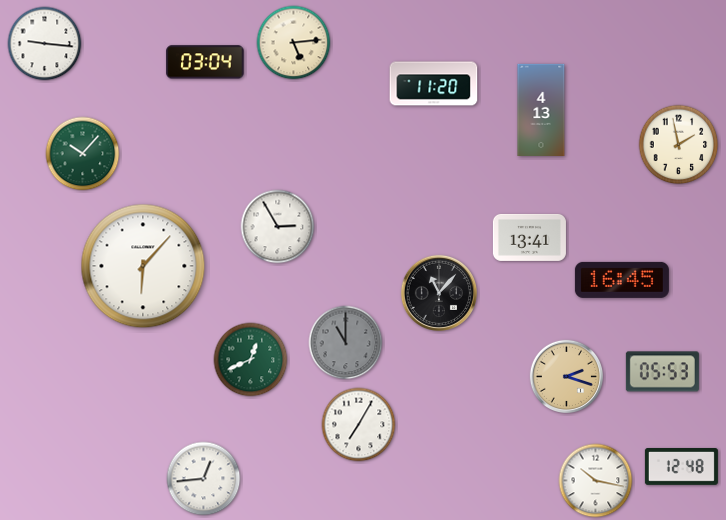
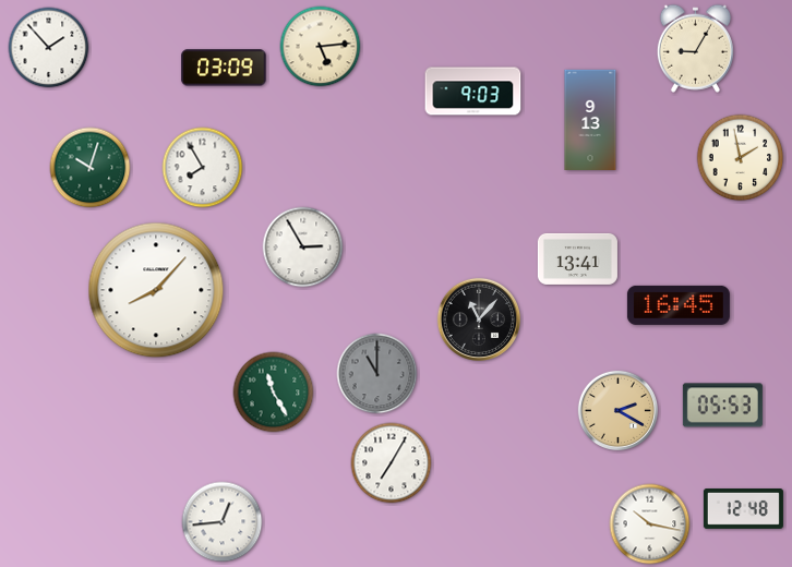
clock at (45, 44): 9:16 -> 1:53
clock at (695, 48): none -> 9:05
clock at (205, 62): 03:04 -> 03:09
clock at (434, 84): 11:20 -> 9:03
clock at (541, 109): 4:13 -> 9:13
clock at (83, 154): 10:07 -> 10:03
clock at (203, 168): none -> 7:55
clock at (143, 266): 6:07 -> 8:07
clock at (251, 360): 12:41 -> 11:25
clock at (566, 376): 2:18 -> 2:20
